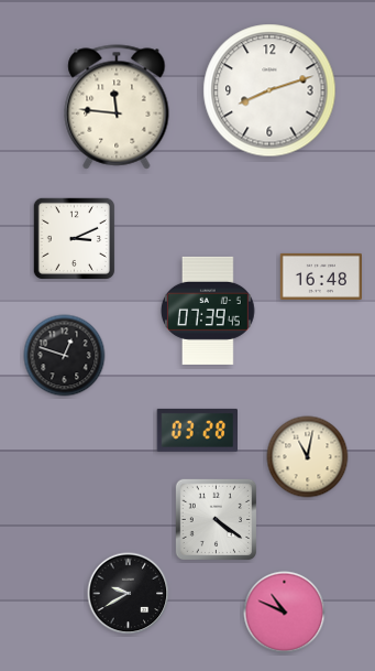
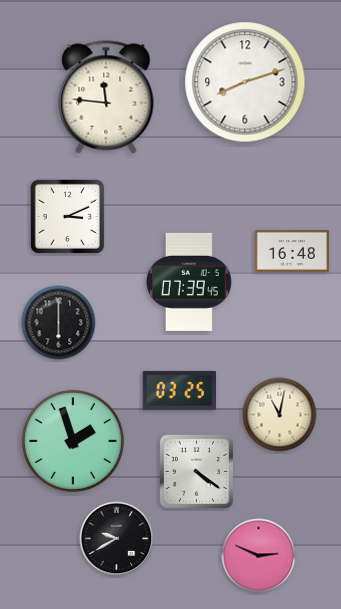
clock at (65, 356): 12:48 -> 6:00
clock at (197, 430): 03:28 -> 03:25
clock at (73, 441): none -> 1:57
clock at (285, 613): 10:49 -> 2:49
